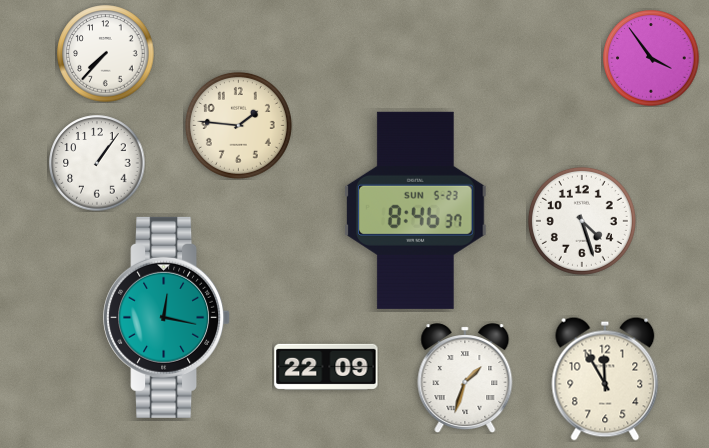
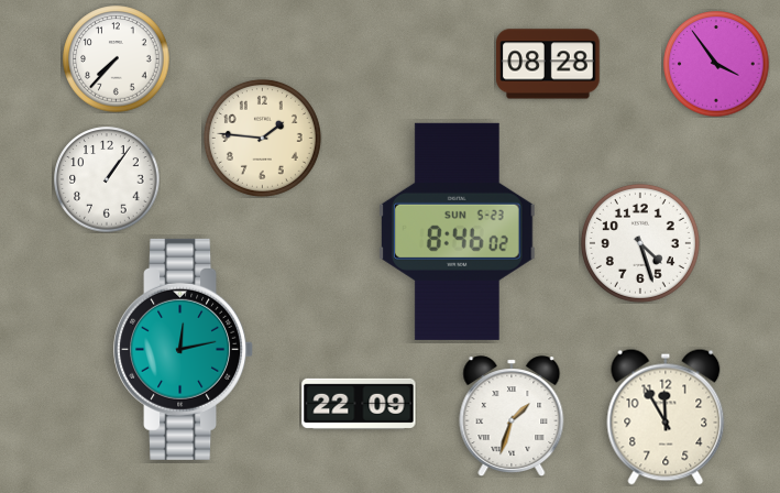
clock at (548, 64): none -> 08:28
clock at (416, 210): 8:46:37 -> 8:46:02
clock at (167, 317): 12:17 -> 12:13
